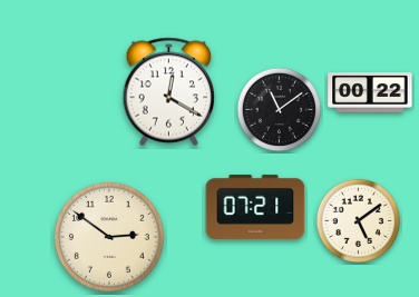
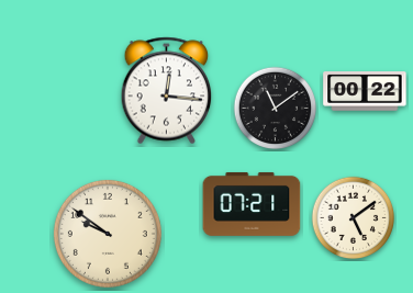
clock at (169, 92): 12:20 -> 12:16
clock at (109, 237): 2:51 -> 9:51
